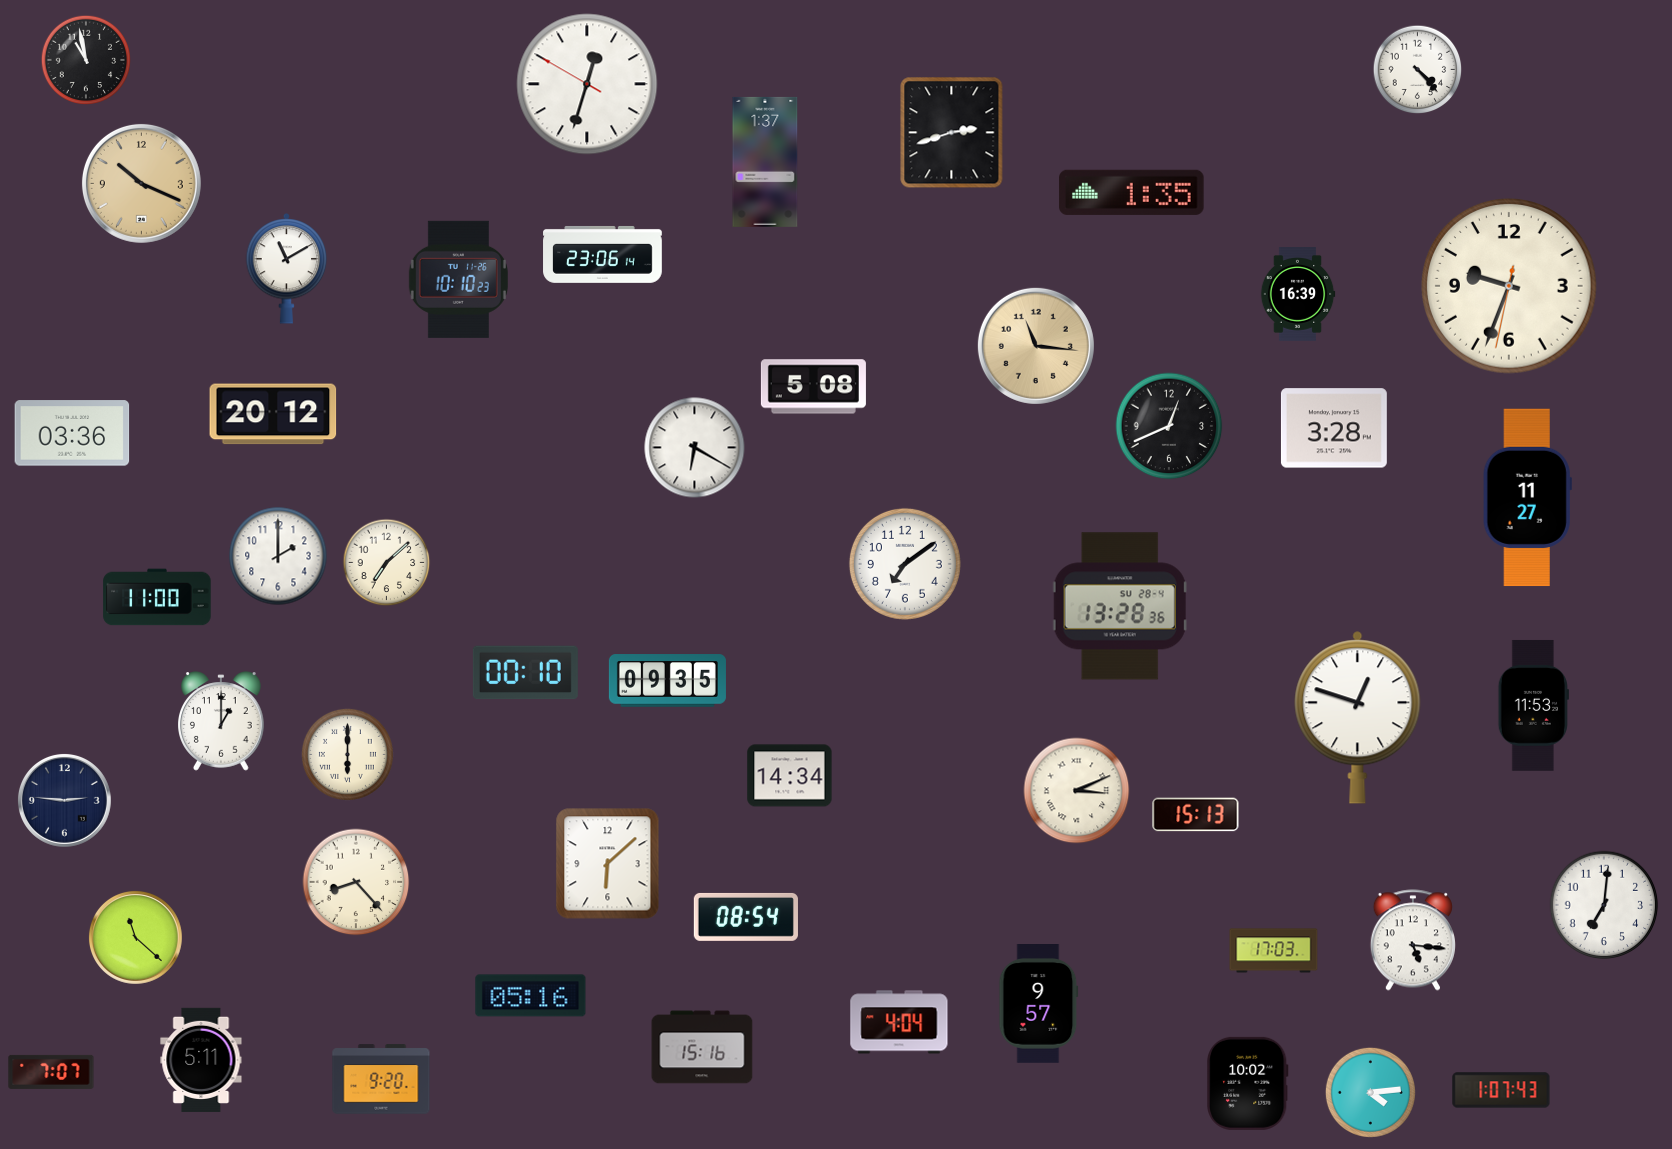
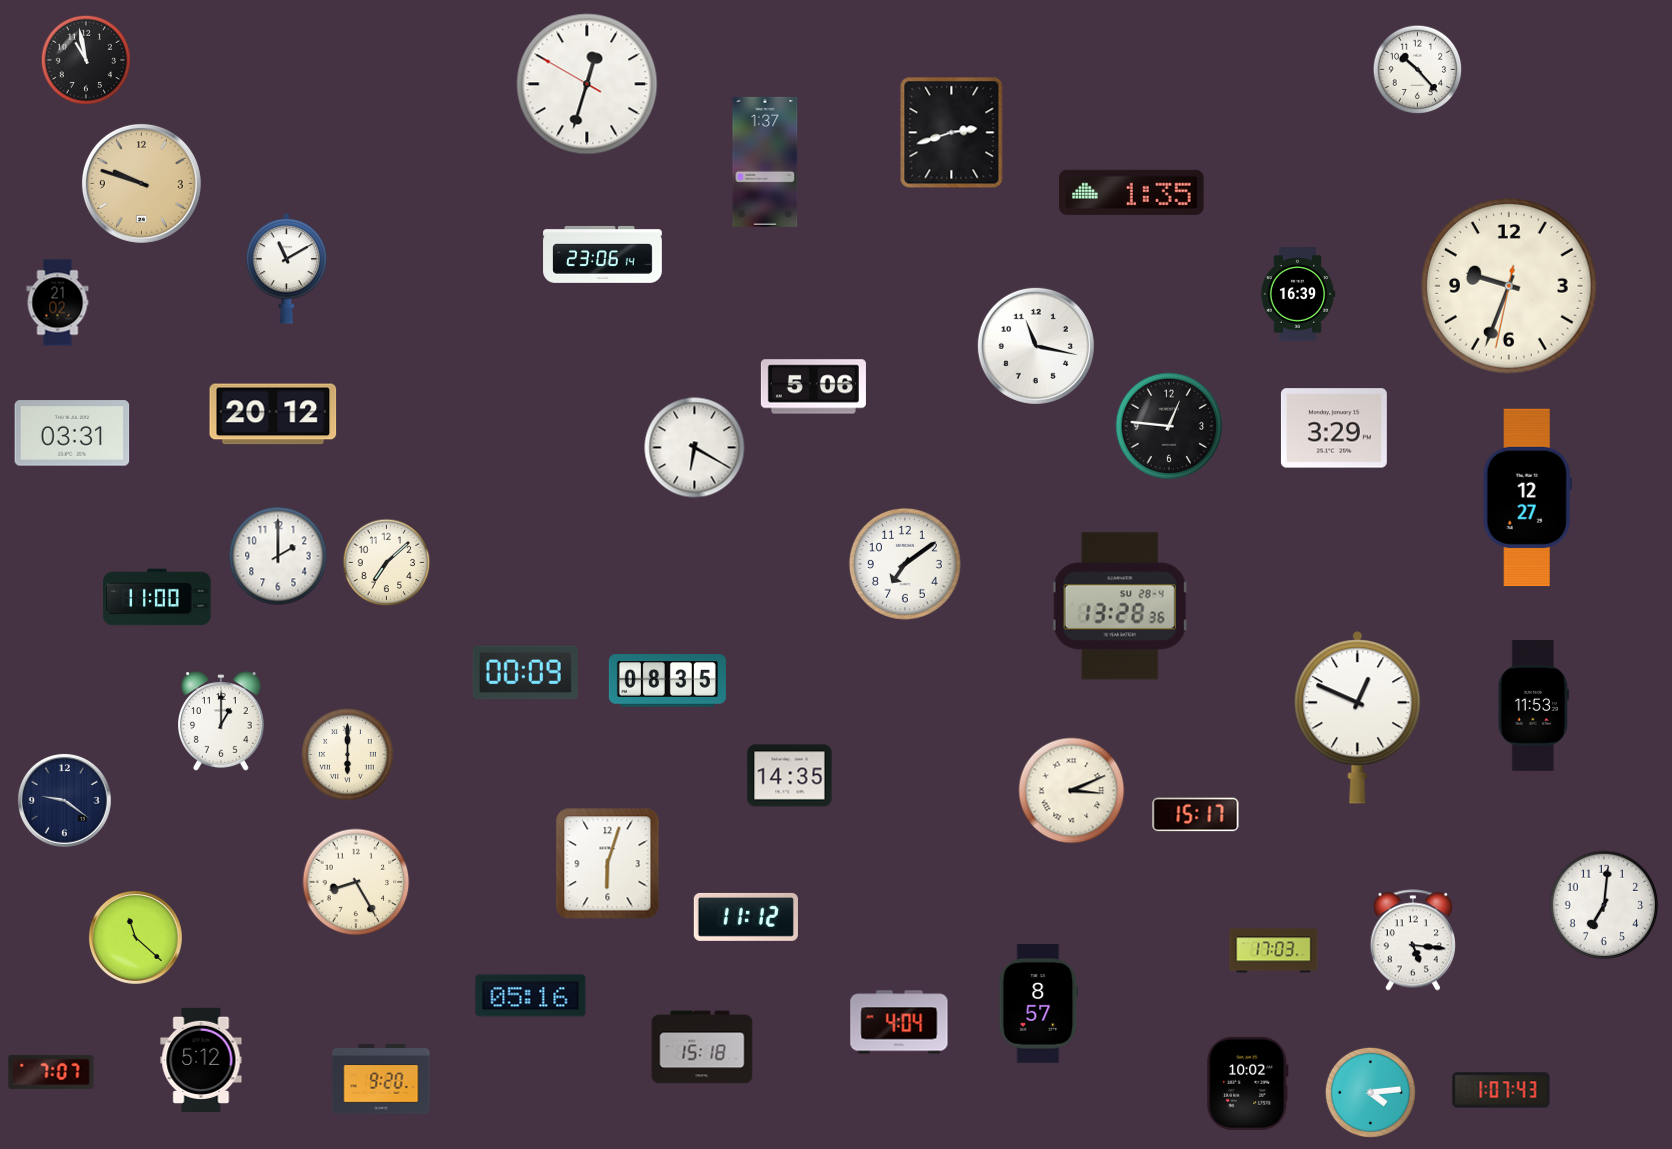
clock at (1418, 70): 4:23 -> 10:23
clock at (141, 183): 10:19 -> 9:48
clock at (458, 279): 10:10 -> none
clock at (58, 303): none -> 21:02
clock at (1036, 346): 11:16 -> 11:17
clock at (1036, 346) dial: champagne -> white
clock at (813, 387): 5:08 -> 5:06
clock at (1169, 426): 12:41 -> 12:46
clock at (1334, 428): 3:28 -> 3:29
clock at (72, 433): 03:36 -> 03:31
clock at (1527, 498): 11:27 -> 12:27
clock at (525, 673): 00:10 -> 00:09
clock at (667, 681): 09:35 -> 08:35
clock at (1358, 718): 12:48 -> 12:49
clock at (790, 776): 14:34 -> 14:35
clock at (1077, 791) position: (1077, 791) -> (1072, 791)
clock at (64, 800): 2:46 -> 9:21
clock at (1196, 815): 15:13 -> 15:17
clock at (608, 864): 6:08 -> 6:03
clock at (356, 882): 8:23 -> 8:25
clock at (746, 917): 08:54 -> 11:12
clock at (1039, 1004): 9:57 -> 8:57
clock at (702, 1047): 15:16 -> 15:18
clock at (201, 1060): 5:11 -> 5:12
